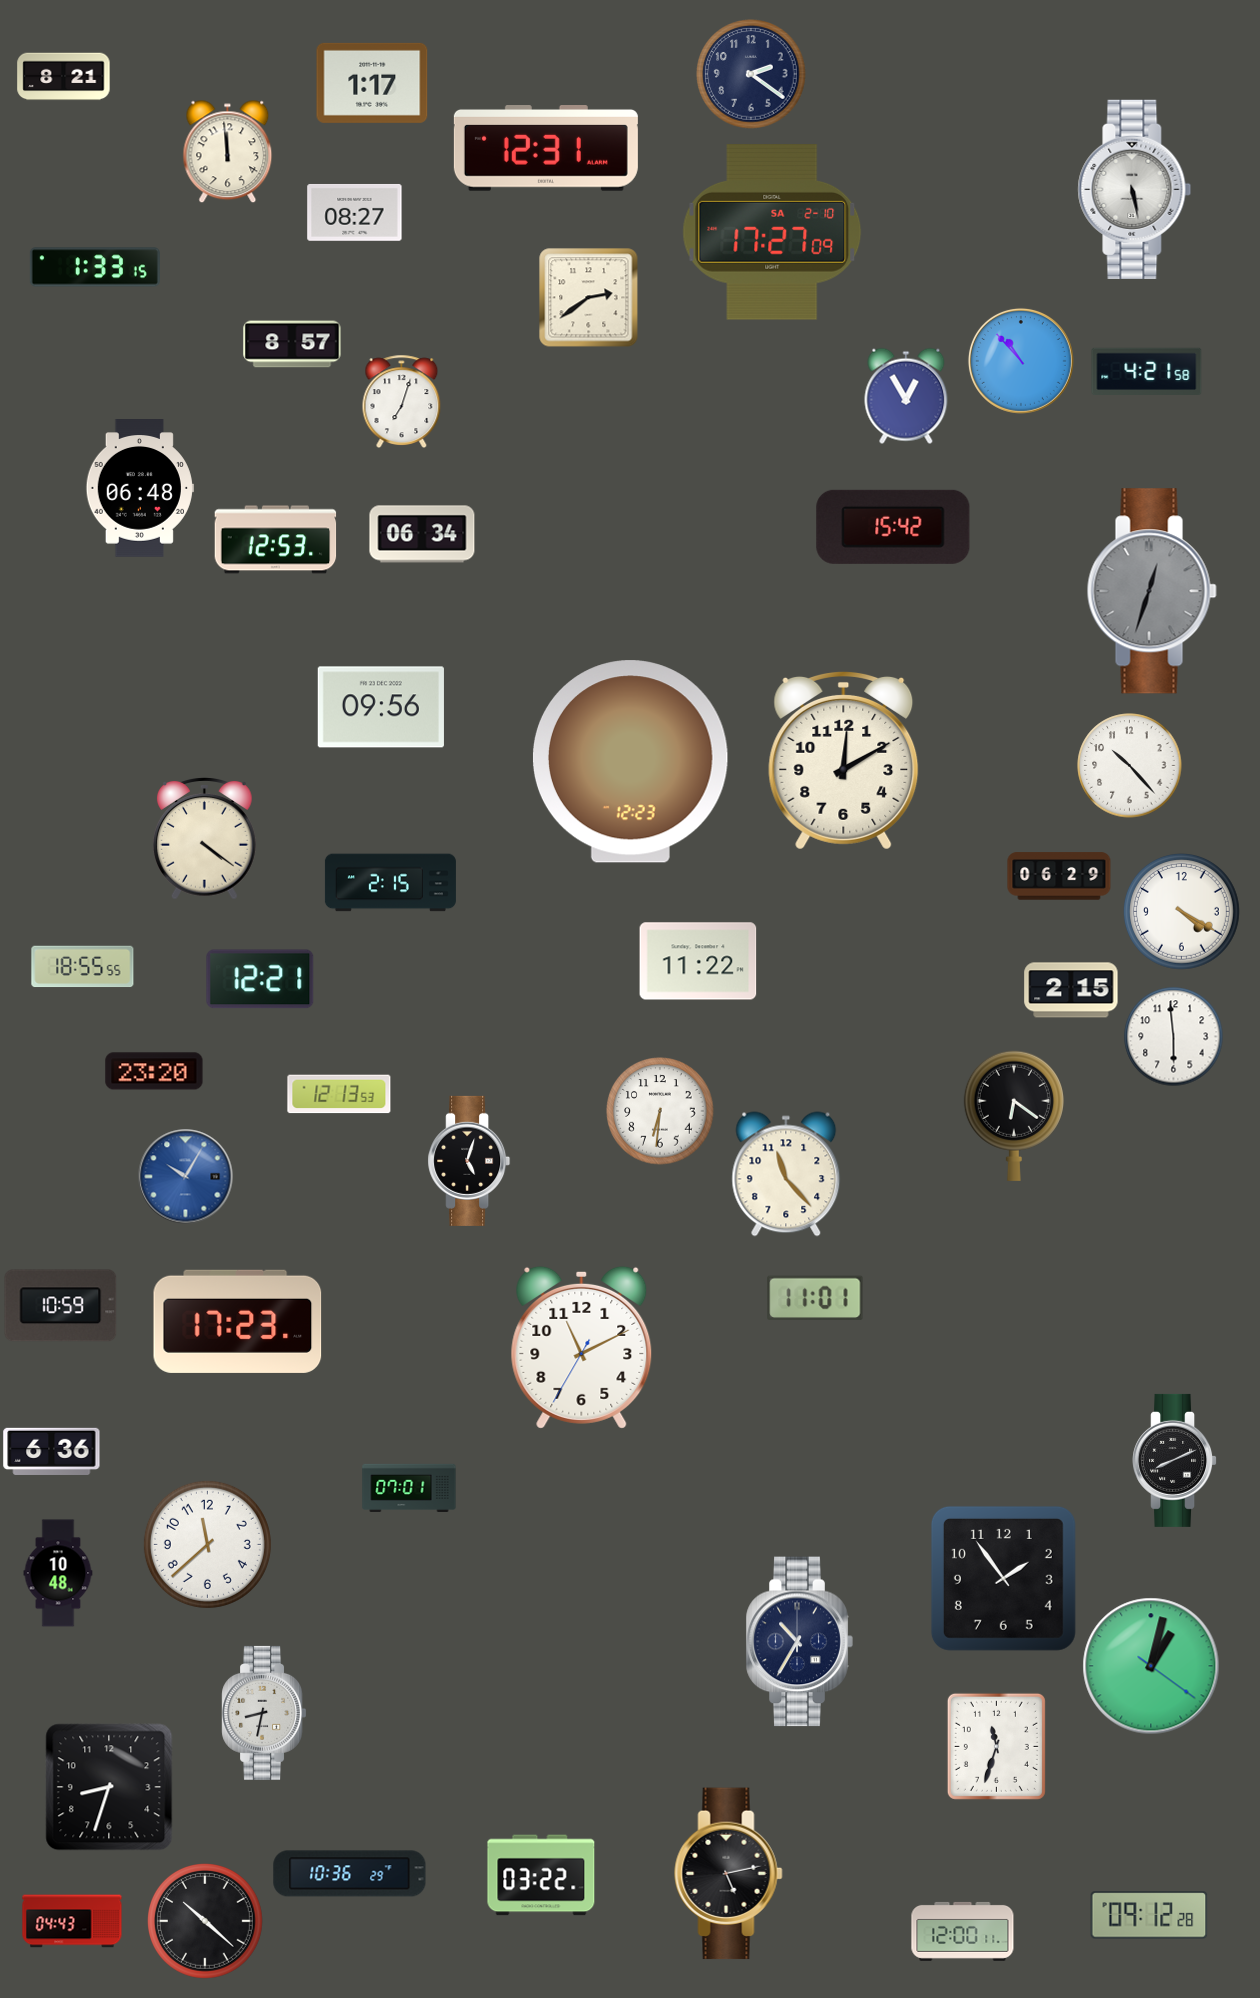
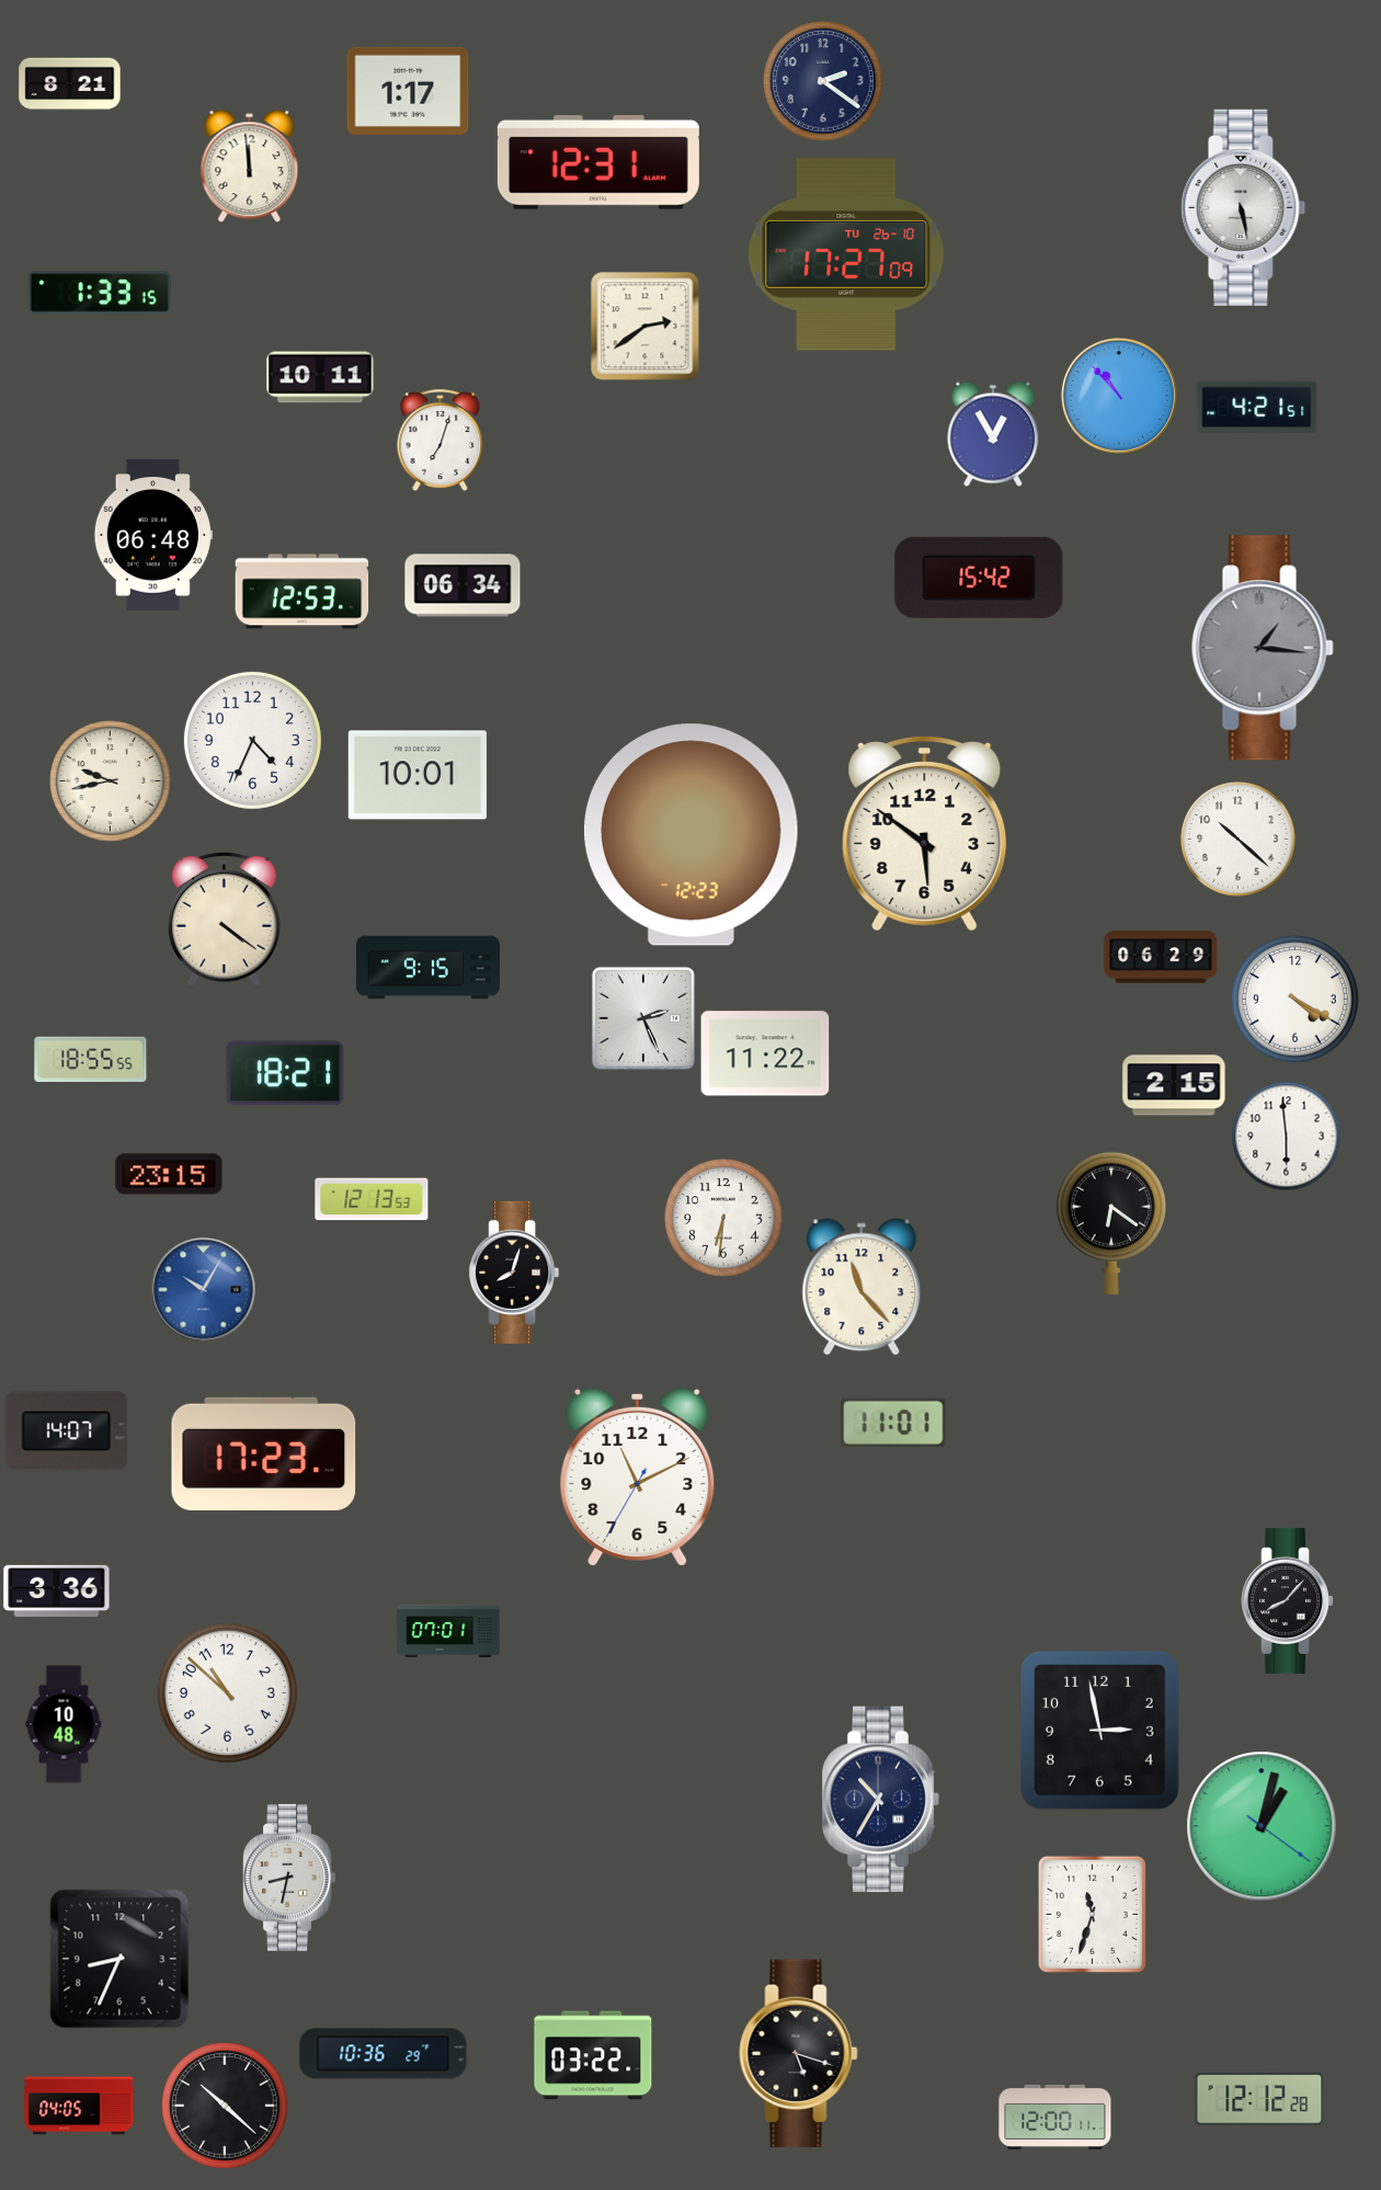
clock at (355, 212): 08:27 -> none
clock at (772, 232) date: SA 2-10 -> TU 26-10
clock at (95, 267) position: (95, 267) -> (100, 293)
clock at (292, 344): 8:57 -> 10:11
clock at (1147, 371): 4:21:58 -> 4:21:51
clock at (1152, 591): 12:33 -> 1:16
clock at (252, 740): none -> 4:34
clock at (381, 707): 09:56 -> 10:01
clock at (111, 782): none -> 9:43
clock at (844, 760): 12:10 -> 5:51
clock at (1130, 766): 10:23 -> 10:22
clock at (1059, 876) position: (1059, 876) -> (1161, 957)
clock at (390, 883): 2:15 -> 9:15
clock at (643, 1018): none -> 2:26
clock at (260, 979): 12:21 -> 18:21
clock at (154, 1071): 23:20 -> 23:15
clock at (469, 1161): 5:03 -> 8:03
clock at (61, 1306): 10:59 -> 14:07
clock at (238, 1321) position: (238, 1321) -> (264, 1453)
clock at (52, 1451): 6:36 -> 3:36
clock at (1175, 1460): 8:11 -> 8:07
clock at (207, 1544): 11:38 -> 10:52
clock at (1003, 1578): 1:54 -> 2:58
clock at (799, 1642) position: (799, 1642) -> (880, 1800)
clock at (109, 1787): 8:33 -> 8:34
clock at (729, 1874): 5:13 -> 5:18
clock at (1149, 1915): 09:12 -> 12:12
clock at (72, 1921): 04:43 -> 04:05
